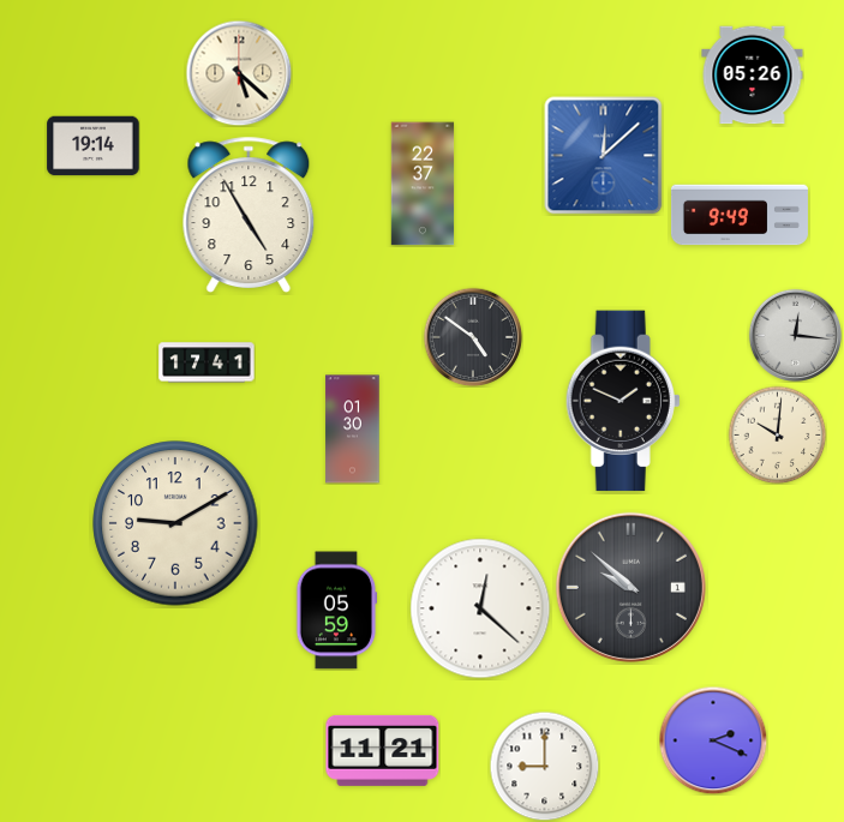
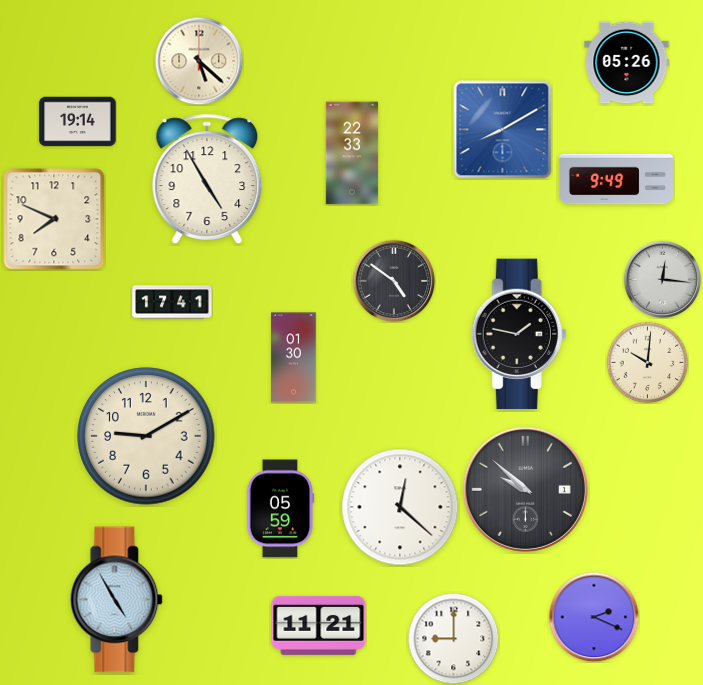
clock at (604, 156): 12:08 -> 8:10
clock at (423, 184): 22:37 -> 22:33
clock at (54, 219): none -> 7:49
clock at (623, 401): 1:49 -> 1:47
clock at (117, 600): none -> 4:55
